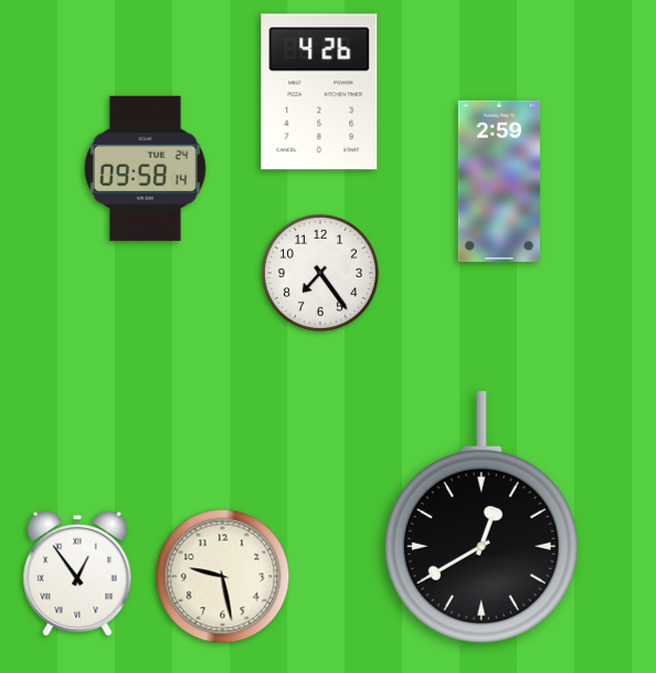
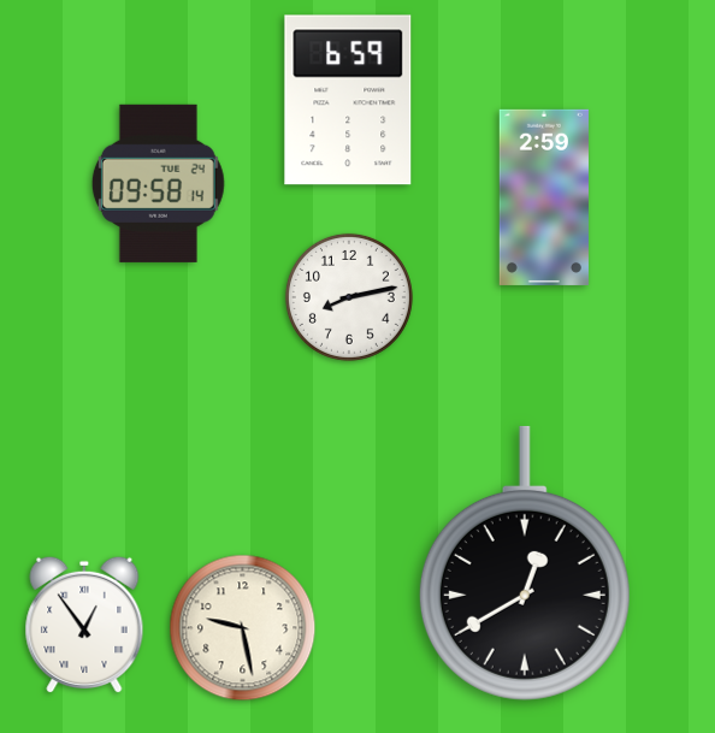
clock at (319, 92): 4:26 -> 6:59
clock at (320, 273): 7:24 -> 8:13
